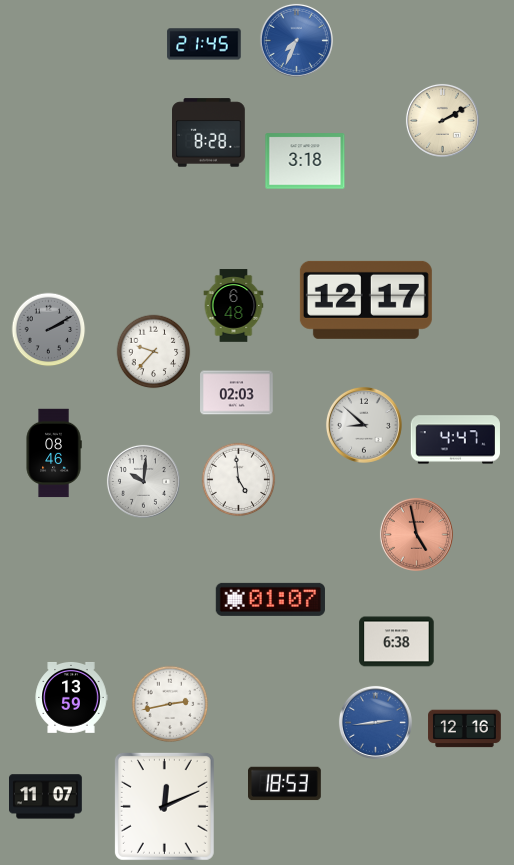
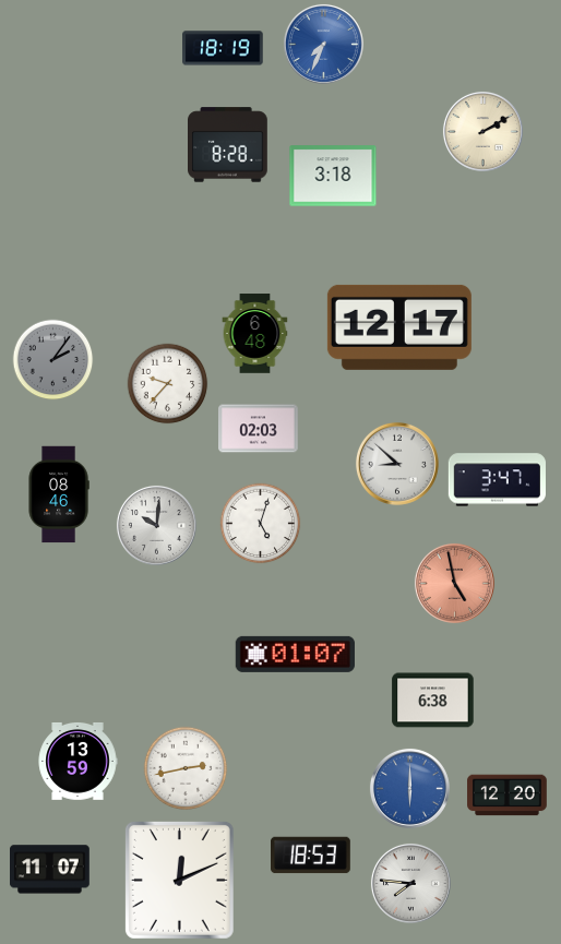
clock at (204, 44): 21:45 -> 18:19
clock at (49, 330): 2:10 -> 2:06
clock at (455, 440): 4:47 -> 3:47
clock at (239, 480): 4:59 -> 5:03
clock at (375, 722): 2:44 -> 6:00
clock at (465, 729): 12:16 -> 12:20
clock at (410, 883): none -> 7:46
